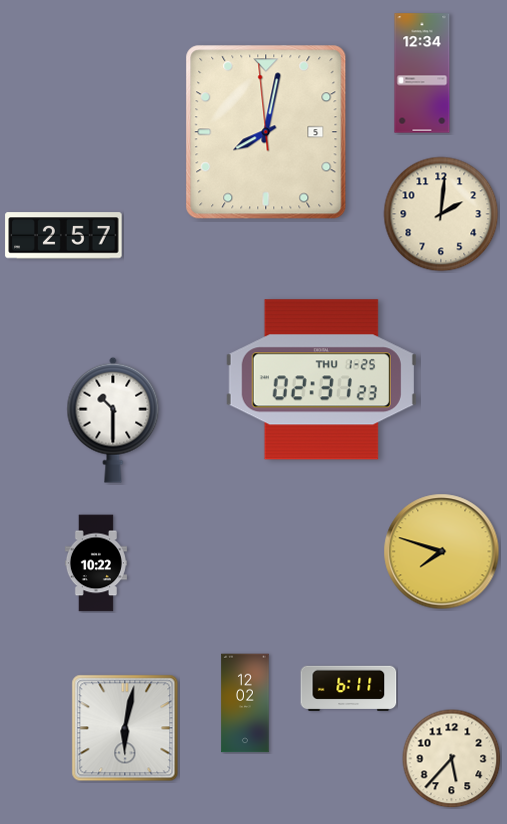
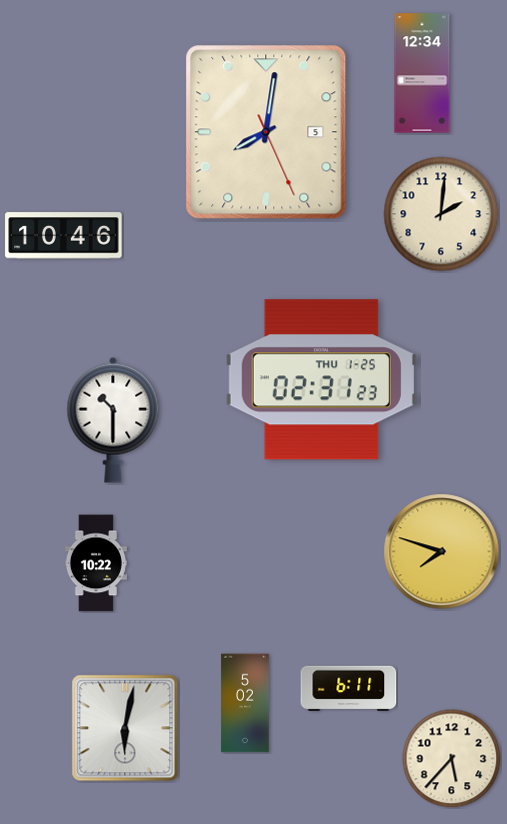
clock at (266, 132): 8:01:59 -> 8:01:26
clock at (64, 236): 2:57 -> 10:46
clock at (245, 703): 12:02 -> 5:02
